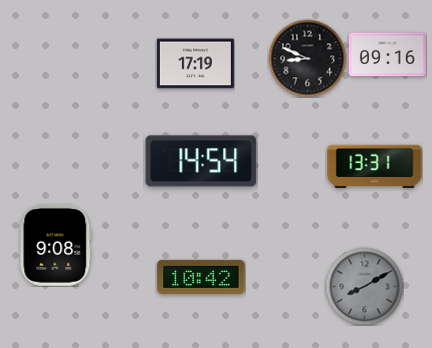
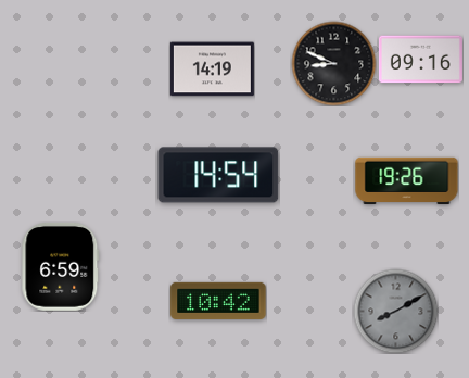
clock at (195, 64): 17:19 -> 14:19
clock at (375, 167): 13:31 -> 19:26
clock at (56, 245): 9:08 -> 6:59
